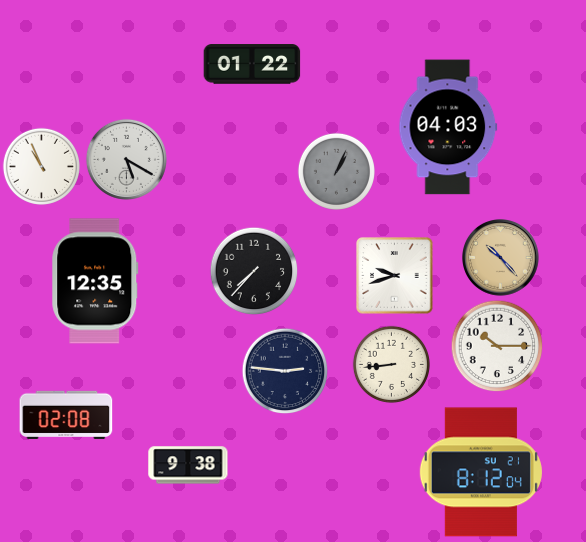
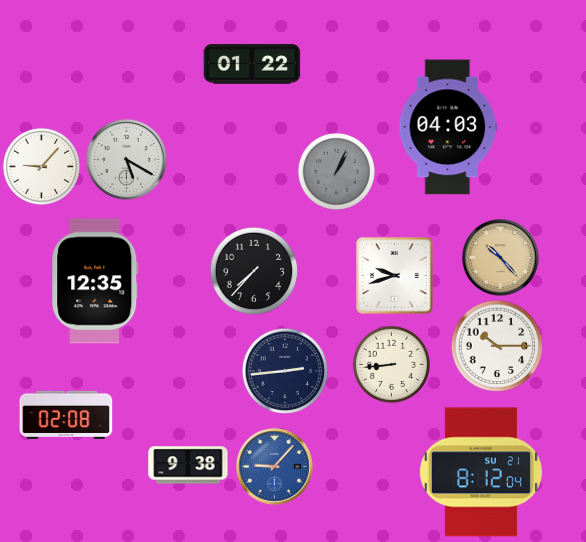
clock at (41, 166): 10:56 -> 9:07
clock at (285, 371): 2:46 -> 2:44
clock at (275, 467): none -> 9:07
